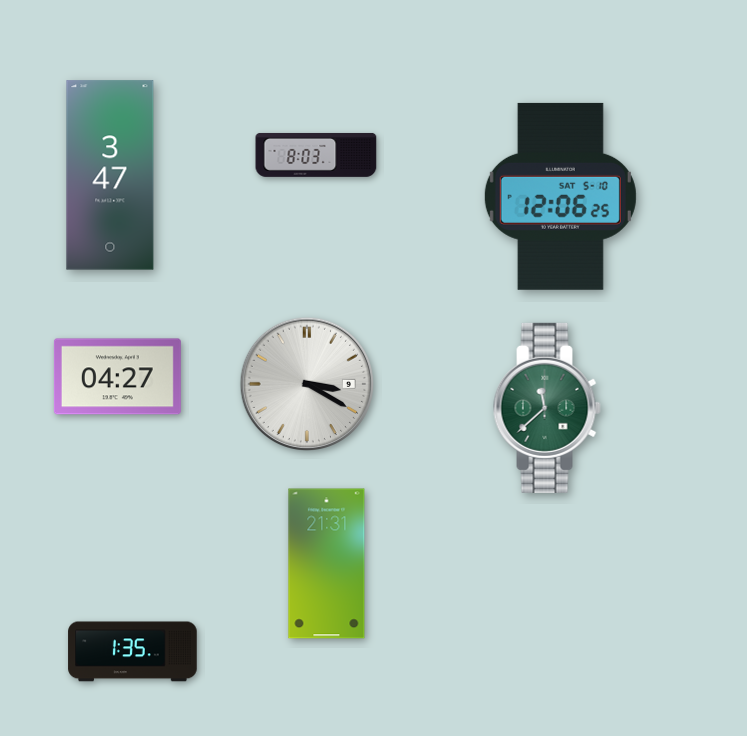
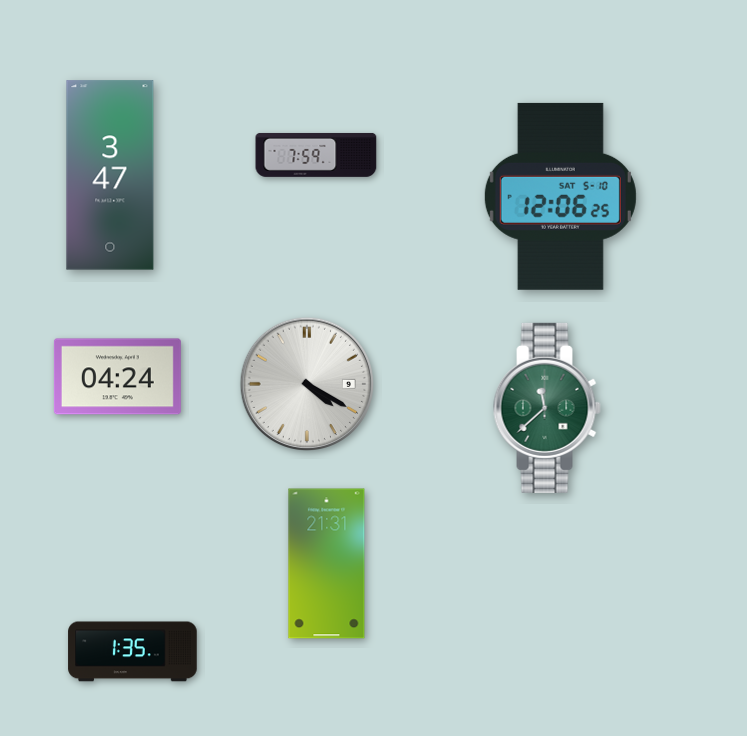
clock at (316, 155): 8:03 -> 7:59
clock at (117, 377): 04:27 -> 04:24
clock at (307, 384): 3:20 -> 4:20
